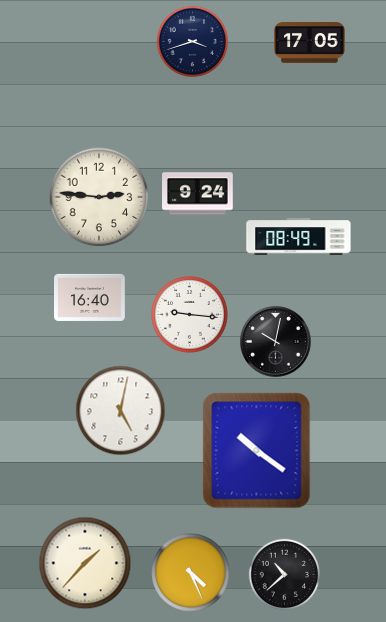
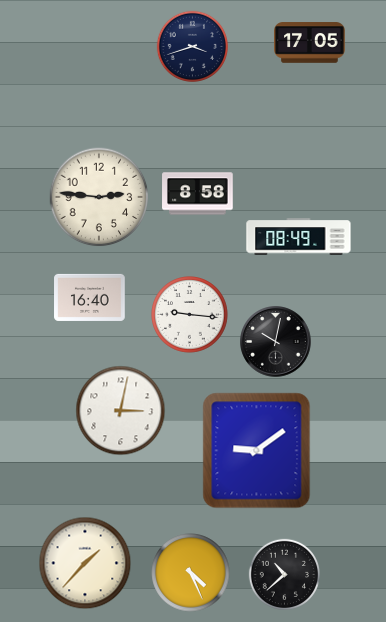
clock at (192, 41) position: (192, 41) -> (192, 46)
clock at (198, 194): 9:24 -> 8:58
clock at (121, 411): 5:02 -> 3:02
clock at (257, 451): 10:21 -> 9:09
